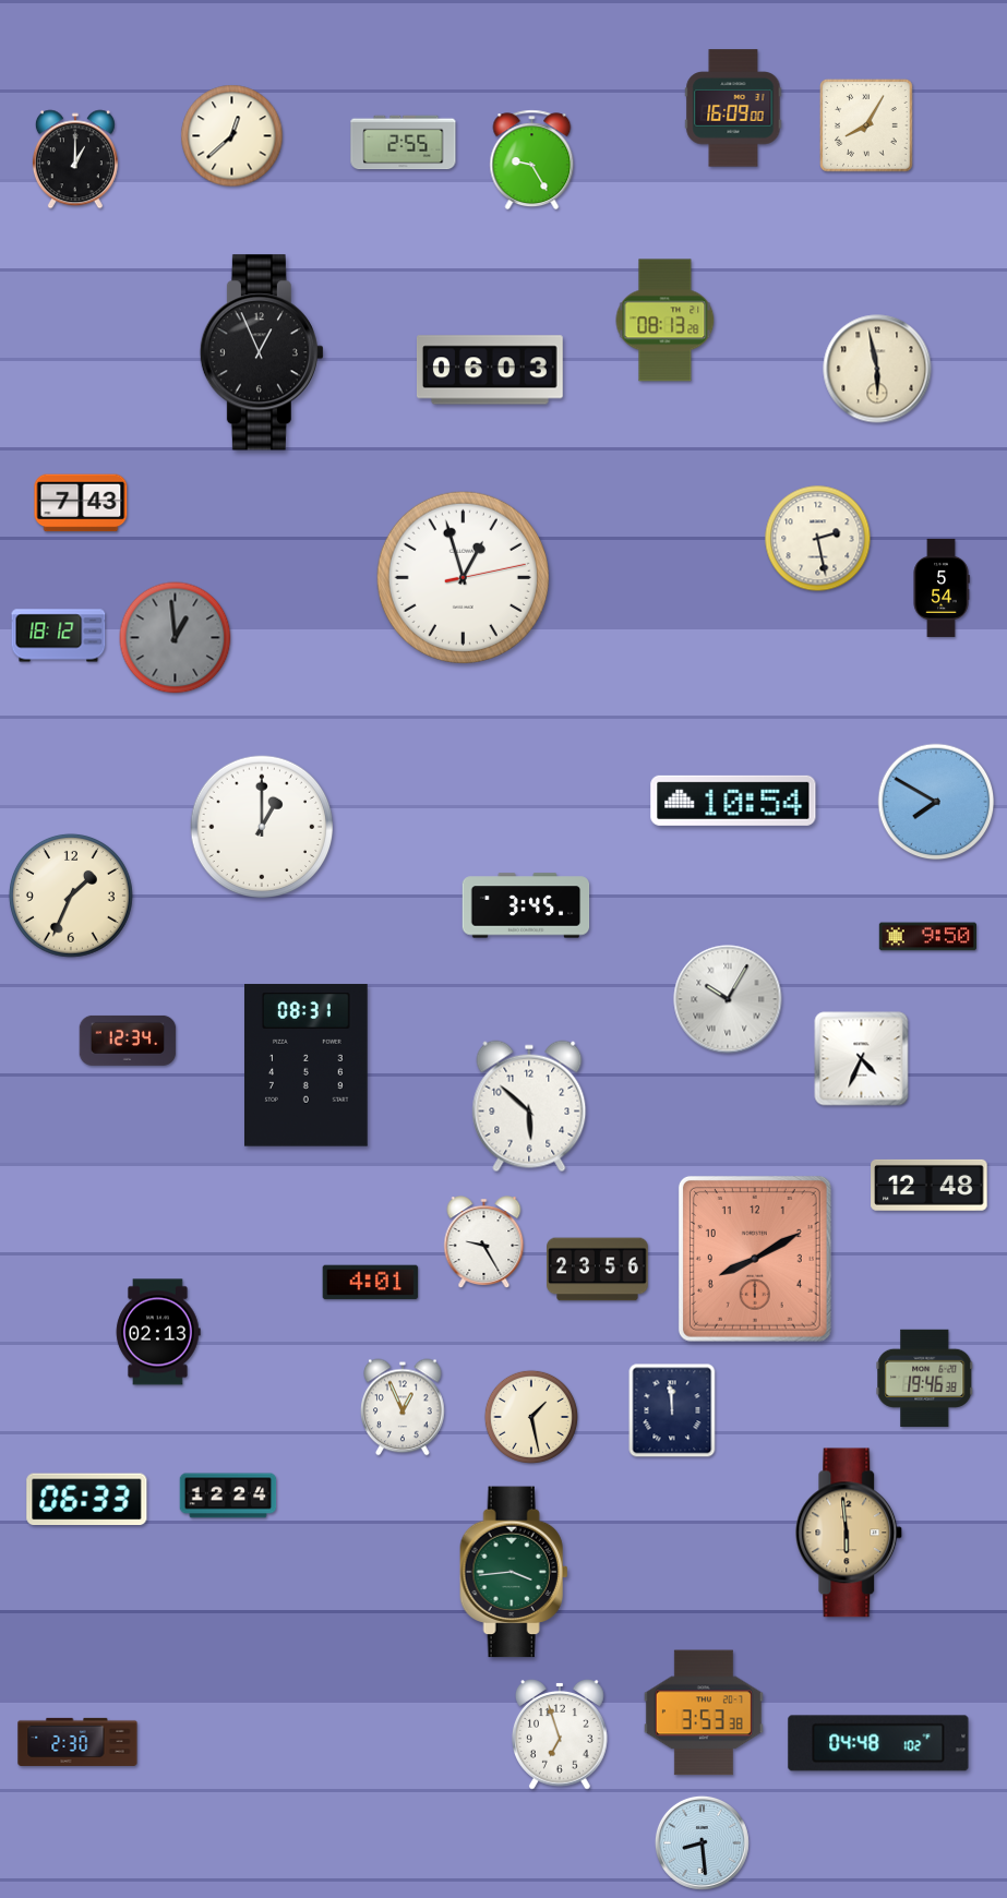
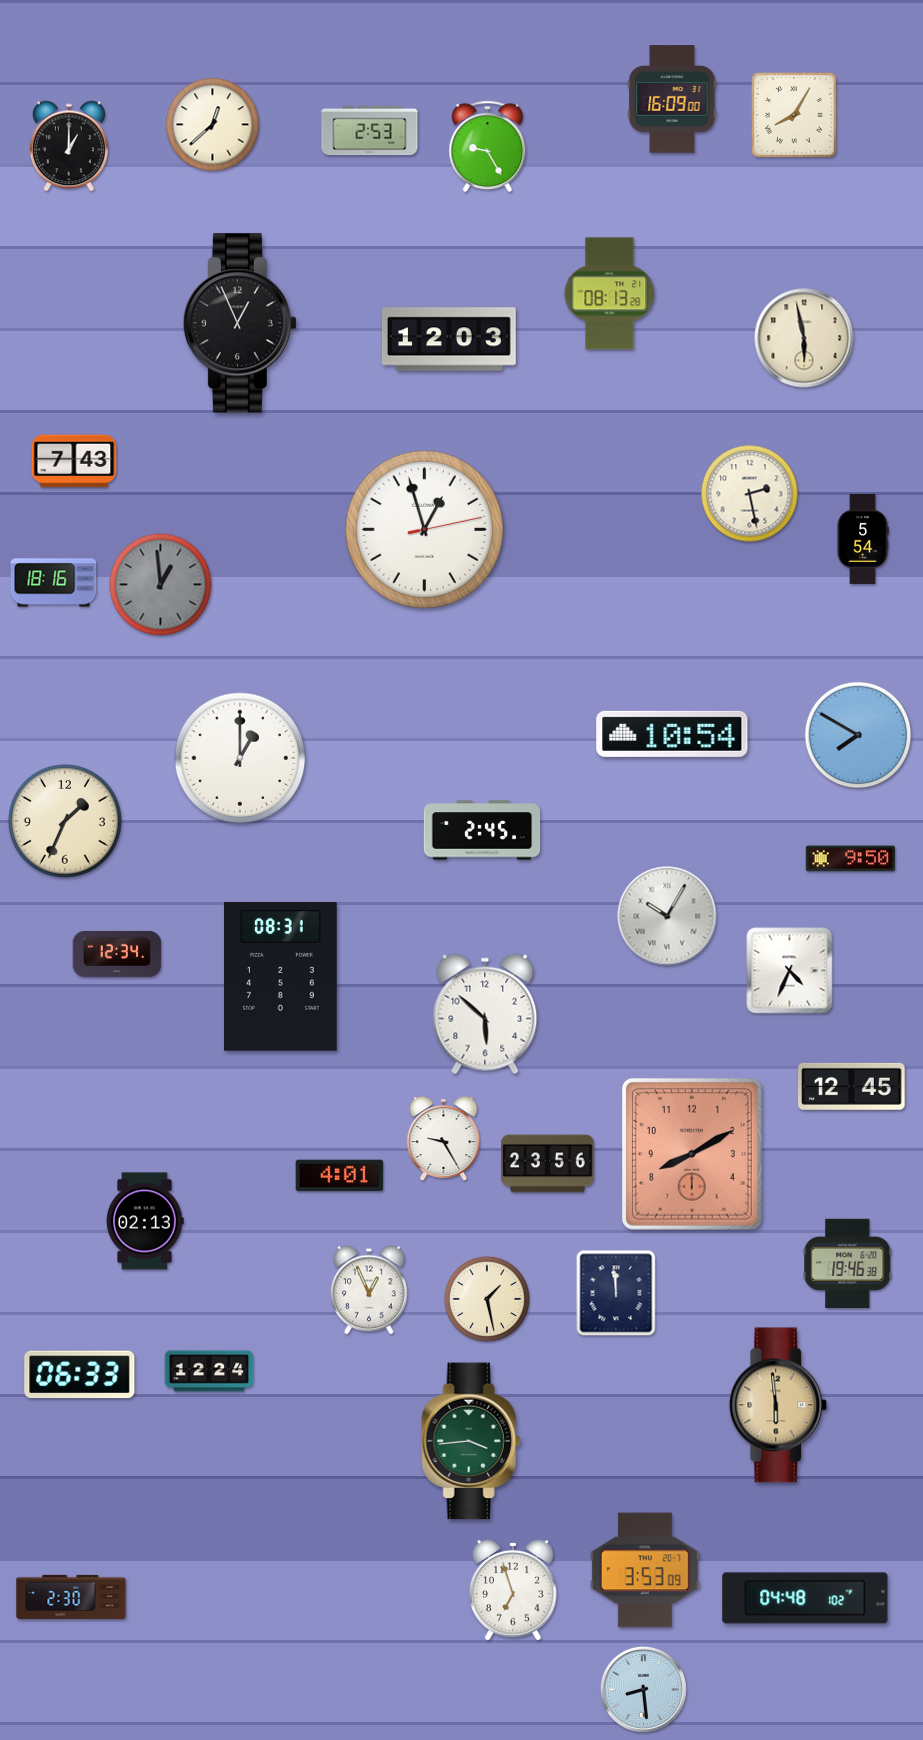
clock at (404, 143): 2:55 -> 2:53
clock at (491, 370): 06:03 -> 12:03
clock at (59, 636): 18:12 -> 18:16
clock at (526, 905): 3:45 -> 2:45
clock at (930, 1185): 12:48 -> 12:45
clock at (704, 1713): 3:53:38 -> 3:53:09
